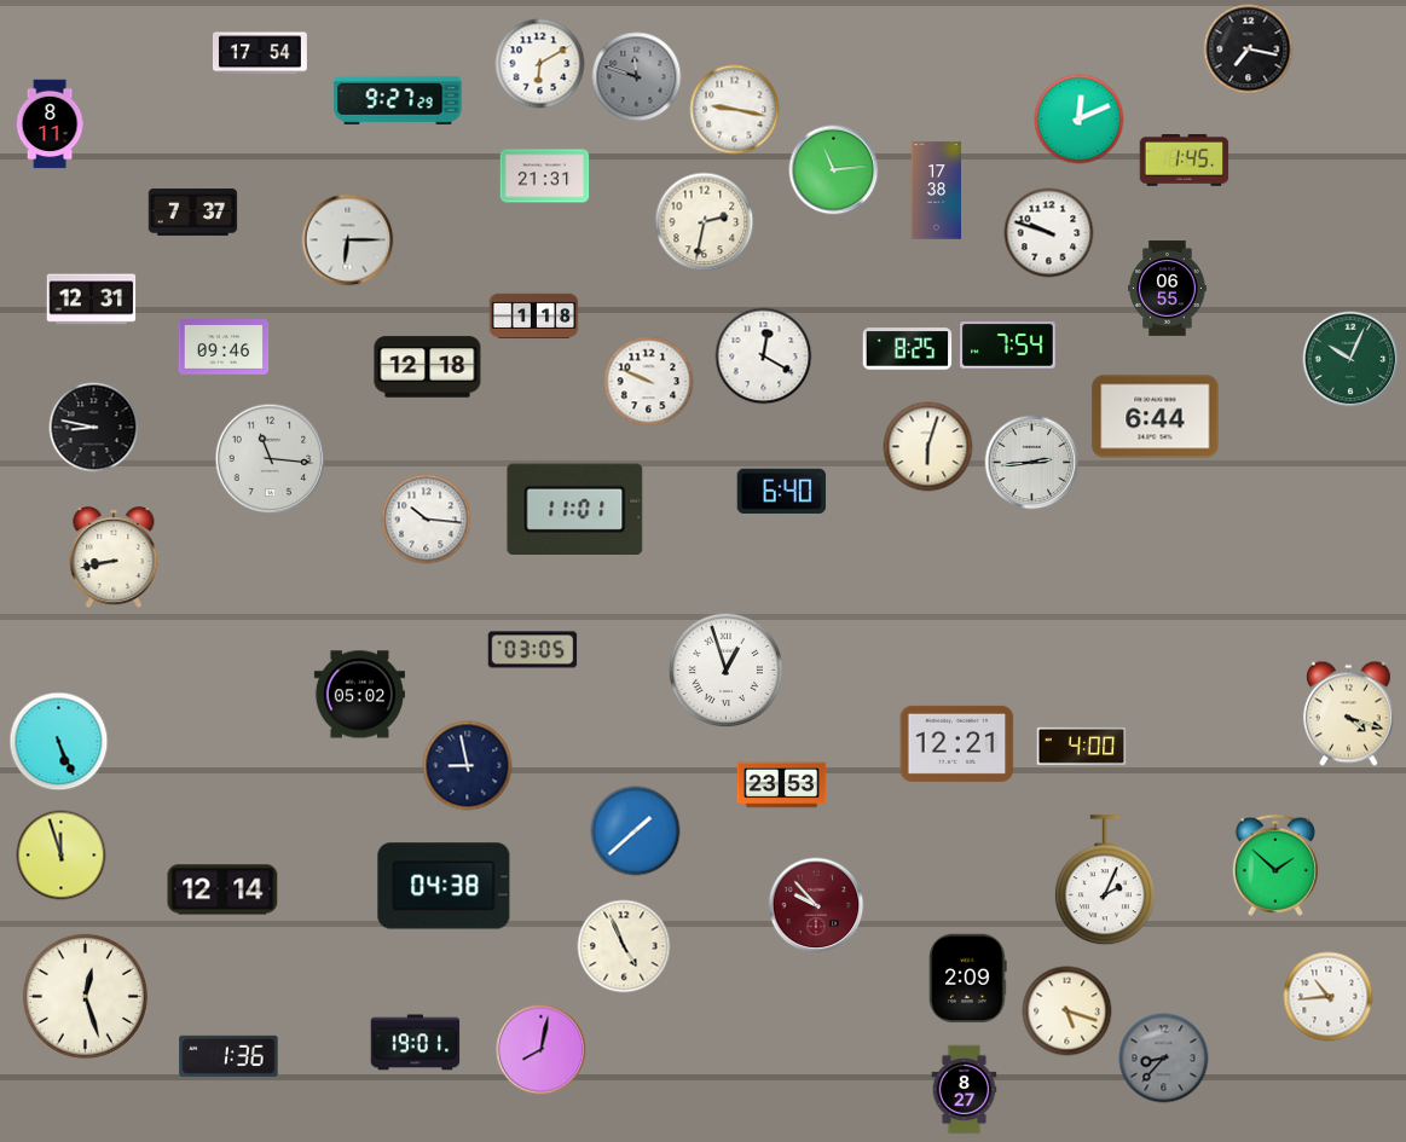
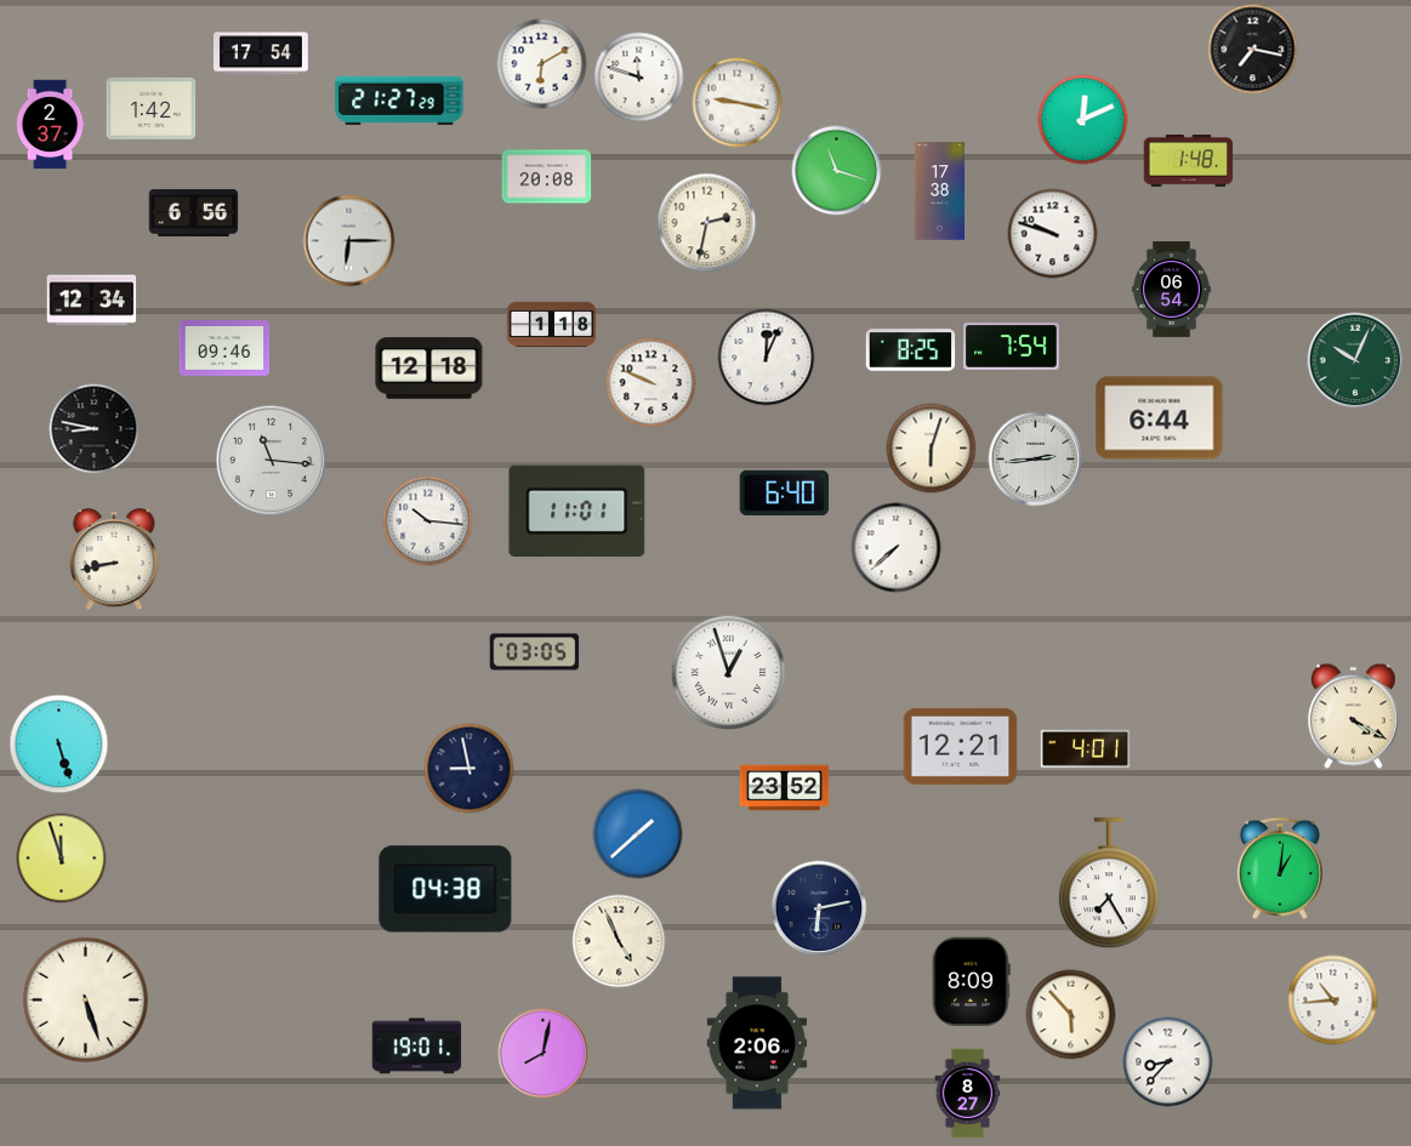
clock at (637, 77) dial: grey -> white
clock at (398, 100): 9:27 -> 21:27
clock at (152, 108): none -> 1:42
clock at (735, 110) position: (735, 110) -> (738, 103)
clock at (50, 124): 8:11 -> 2:37
clock at (1185, 161): 1:45 -> 1:48
clock at (834, 170): 11:14 -> 11:18
clock at (545, 176): 21:31 -> 20:08
clock at (193, 211): 7:37 -> 6:56
clock at (1168, 289): 06:55 -> 06:54
clock at (92, 300): 12:31 -> 12:34
clock at (534, 317) position: (534, 317) -> (552, 325)
clock at (764, 356): 12:20 -> 12:04
clock at (1032, 463) position: (1032, 463) -> (1036, 460)
clock at (897, 548): none -> 7:38
clock at (359, 695): 05:02 -> none
clock at (1348, 714): 4:18 -> 4:20
clock at (59, 742): 5:26 -> 5:27
clock at (1082, 746): 4:00 -> 4:01
clock at (782, 786): 23:53 -> 23:52
clock at (1275, 865): 1:52 -> 1:01
clock at (1105, 881): 2:04 -> 7:25
clock at (222, 889): 12:14 -> none
clock at (816, 905): 9:53 -> 6:13
clock at (816, 905) dial: burgundy -> navy
clock at (624, 946) position: (624, 946) -> (619, 941)
clock at (968, 979): 2:09 -> 8:09
clock at (85, 996): 12:27 -> 5:27
clock at (1067, 1011): 5:18 -> 5:53
clock at (757, 1043): none -> 2:06
clock at (228, 1056): 1:36 -> none
clock at (1164, 1059) dial: grey -> white
